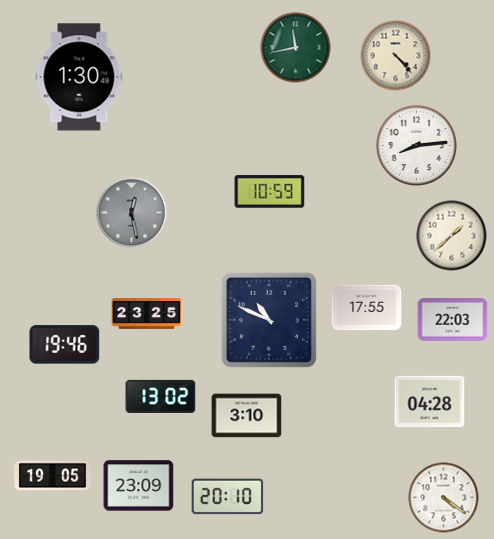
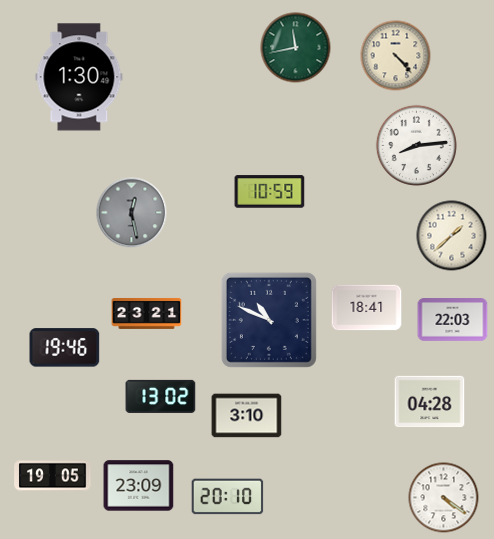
clock at (367, 308): 17:55 -> 18:41
clock at (147, 313): 23:25 -> 23:21
clock at (65, 345) position: (65, 345) -> (65, 348)
